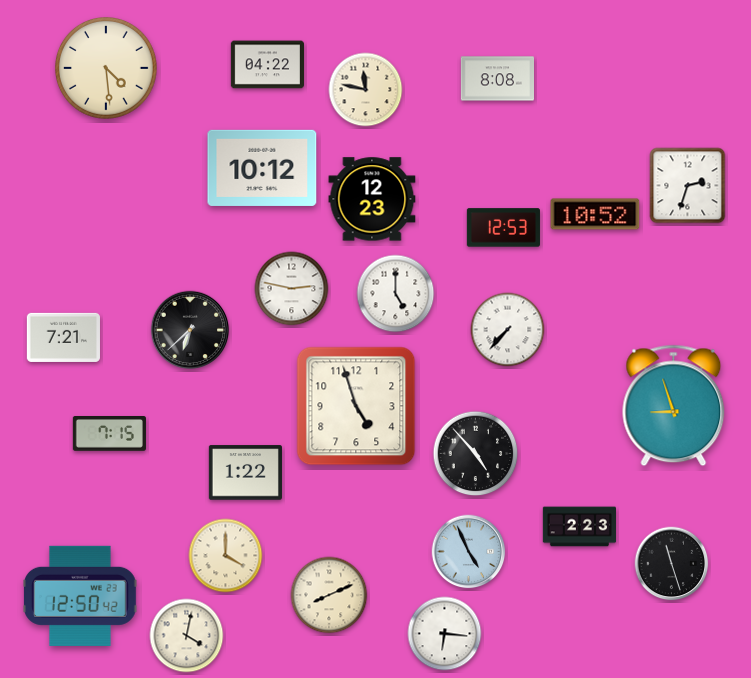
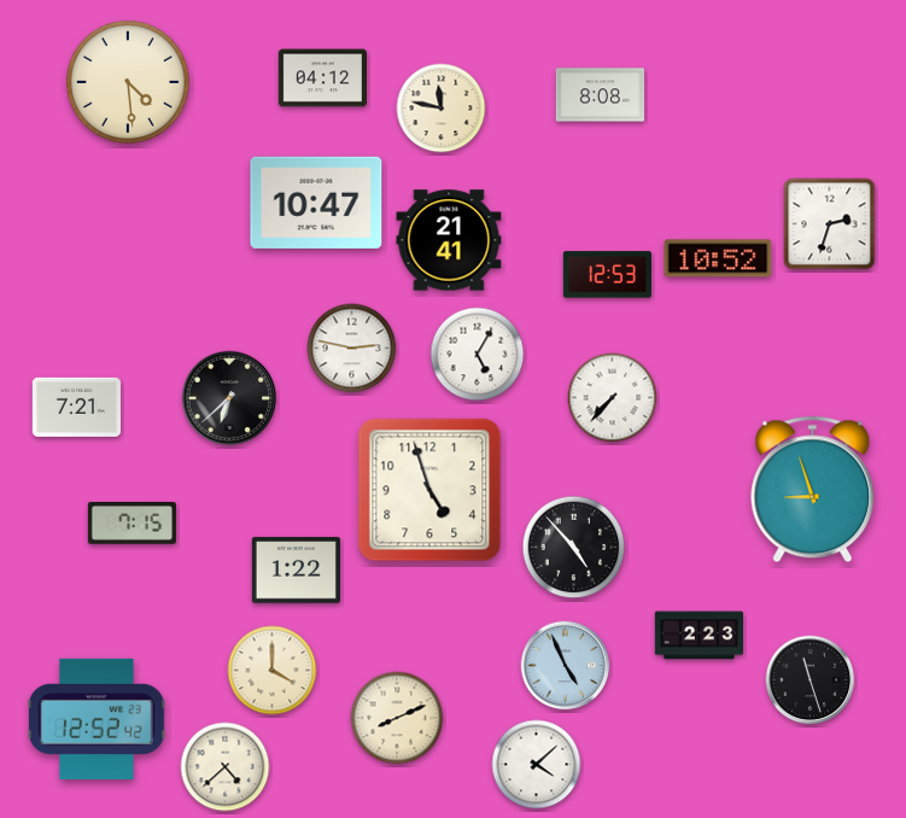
clock at (267, 65): 04:22 -> 04:12
clock at (262, 168): 10:12 -> 10:47
clock at (372, 199): 12:23 -> 21:41
clock at (396, 294): 5:00 -> 5:05
clock at (80, 596): 12:50 -> 12:52
clock at (445, 634): 6:16 -> 4:08
clock at (187, 636): 4:02 -> 4:38
